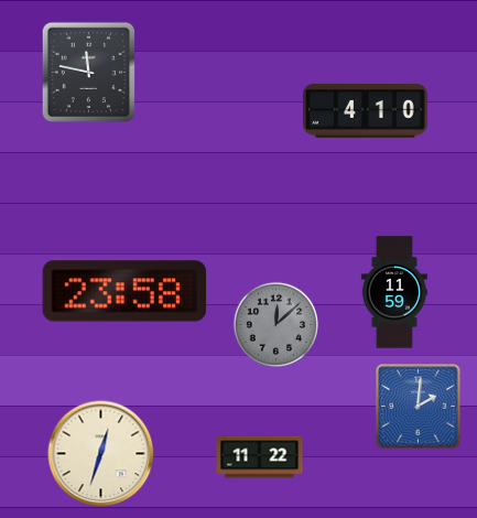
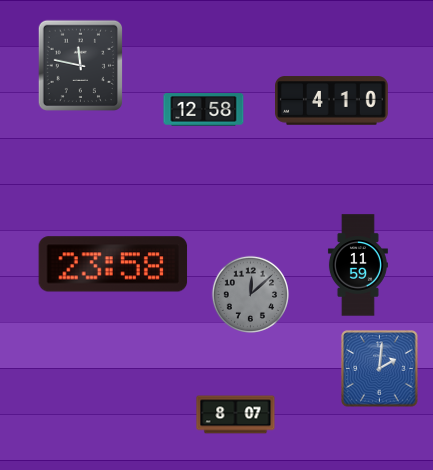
clock at (204, 110): none -> 12:58
clock at (101, 454): 12:33 -> none
clock at (260, 457): 11:22 -> 8:07
